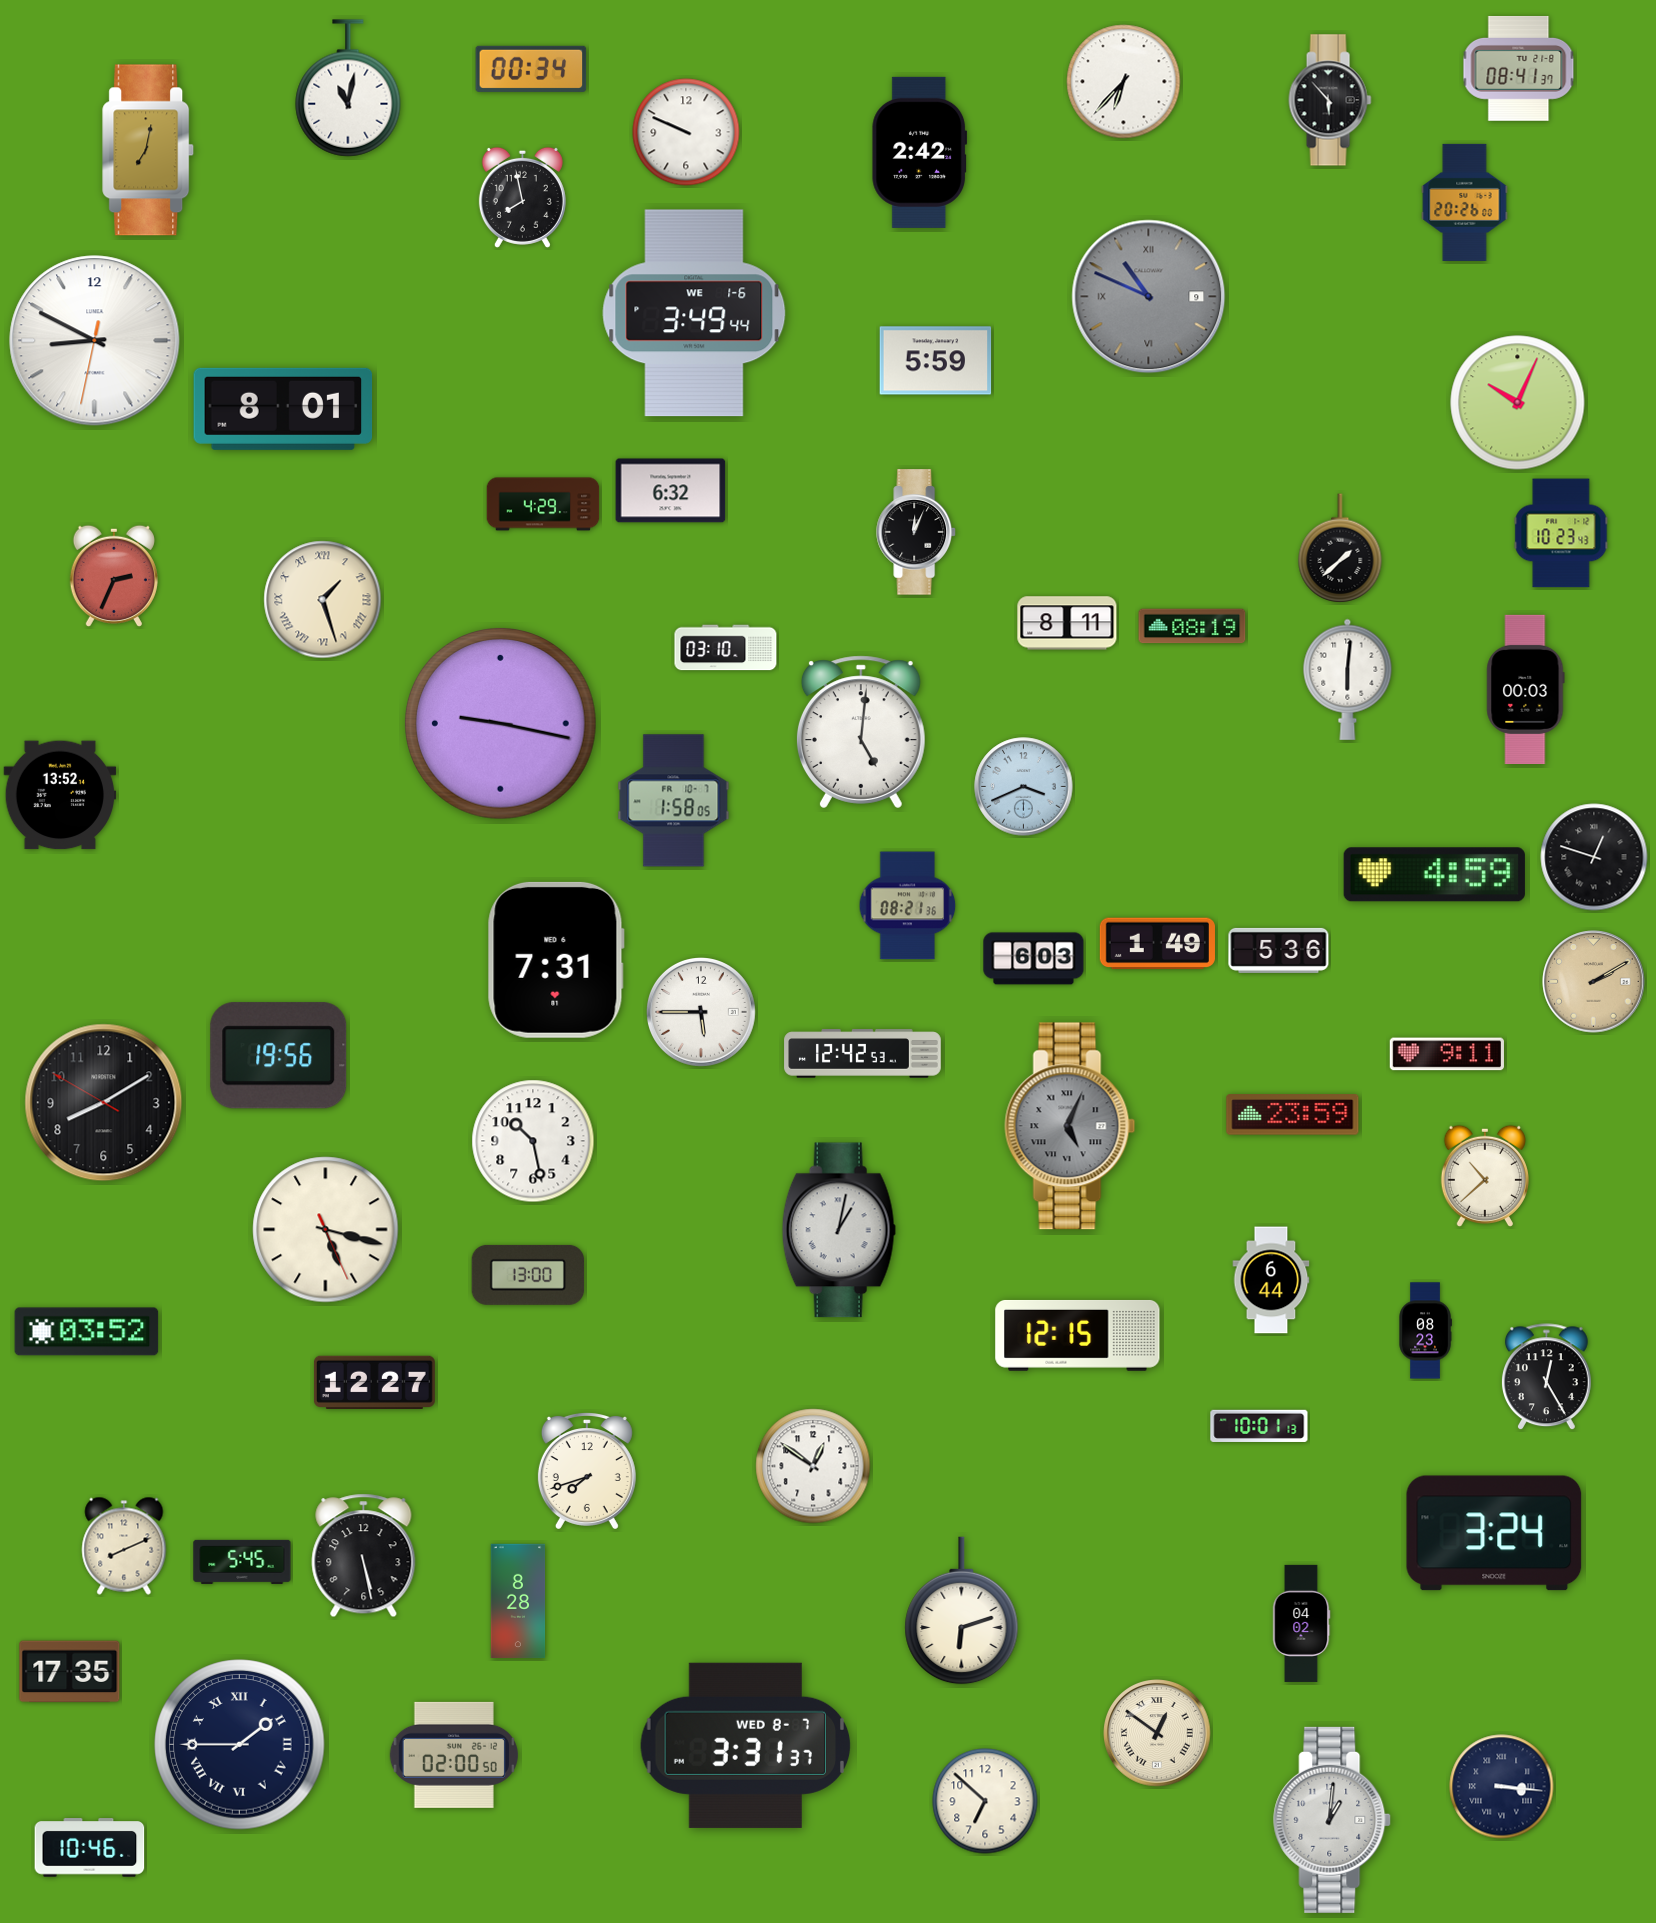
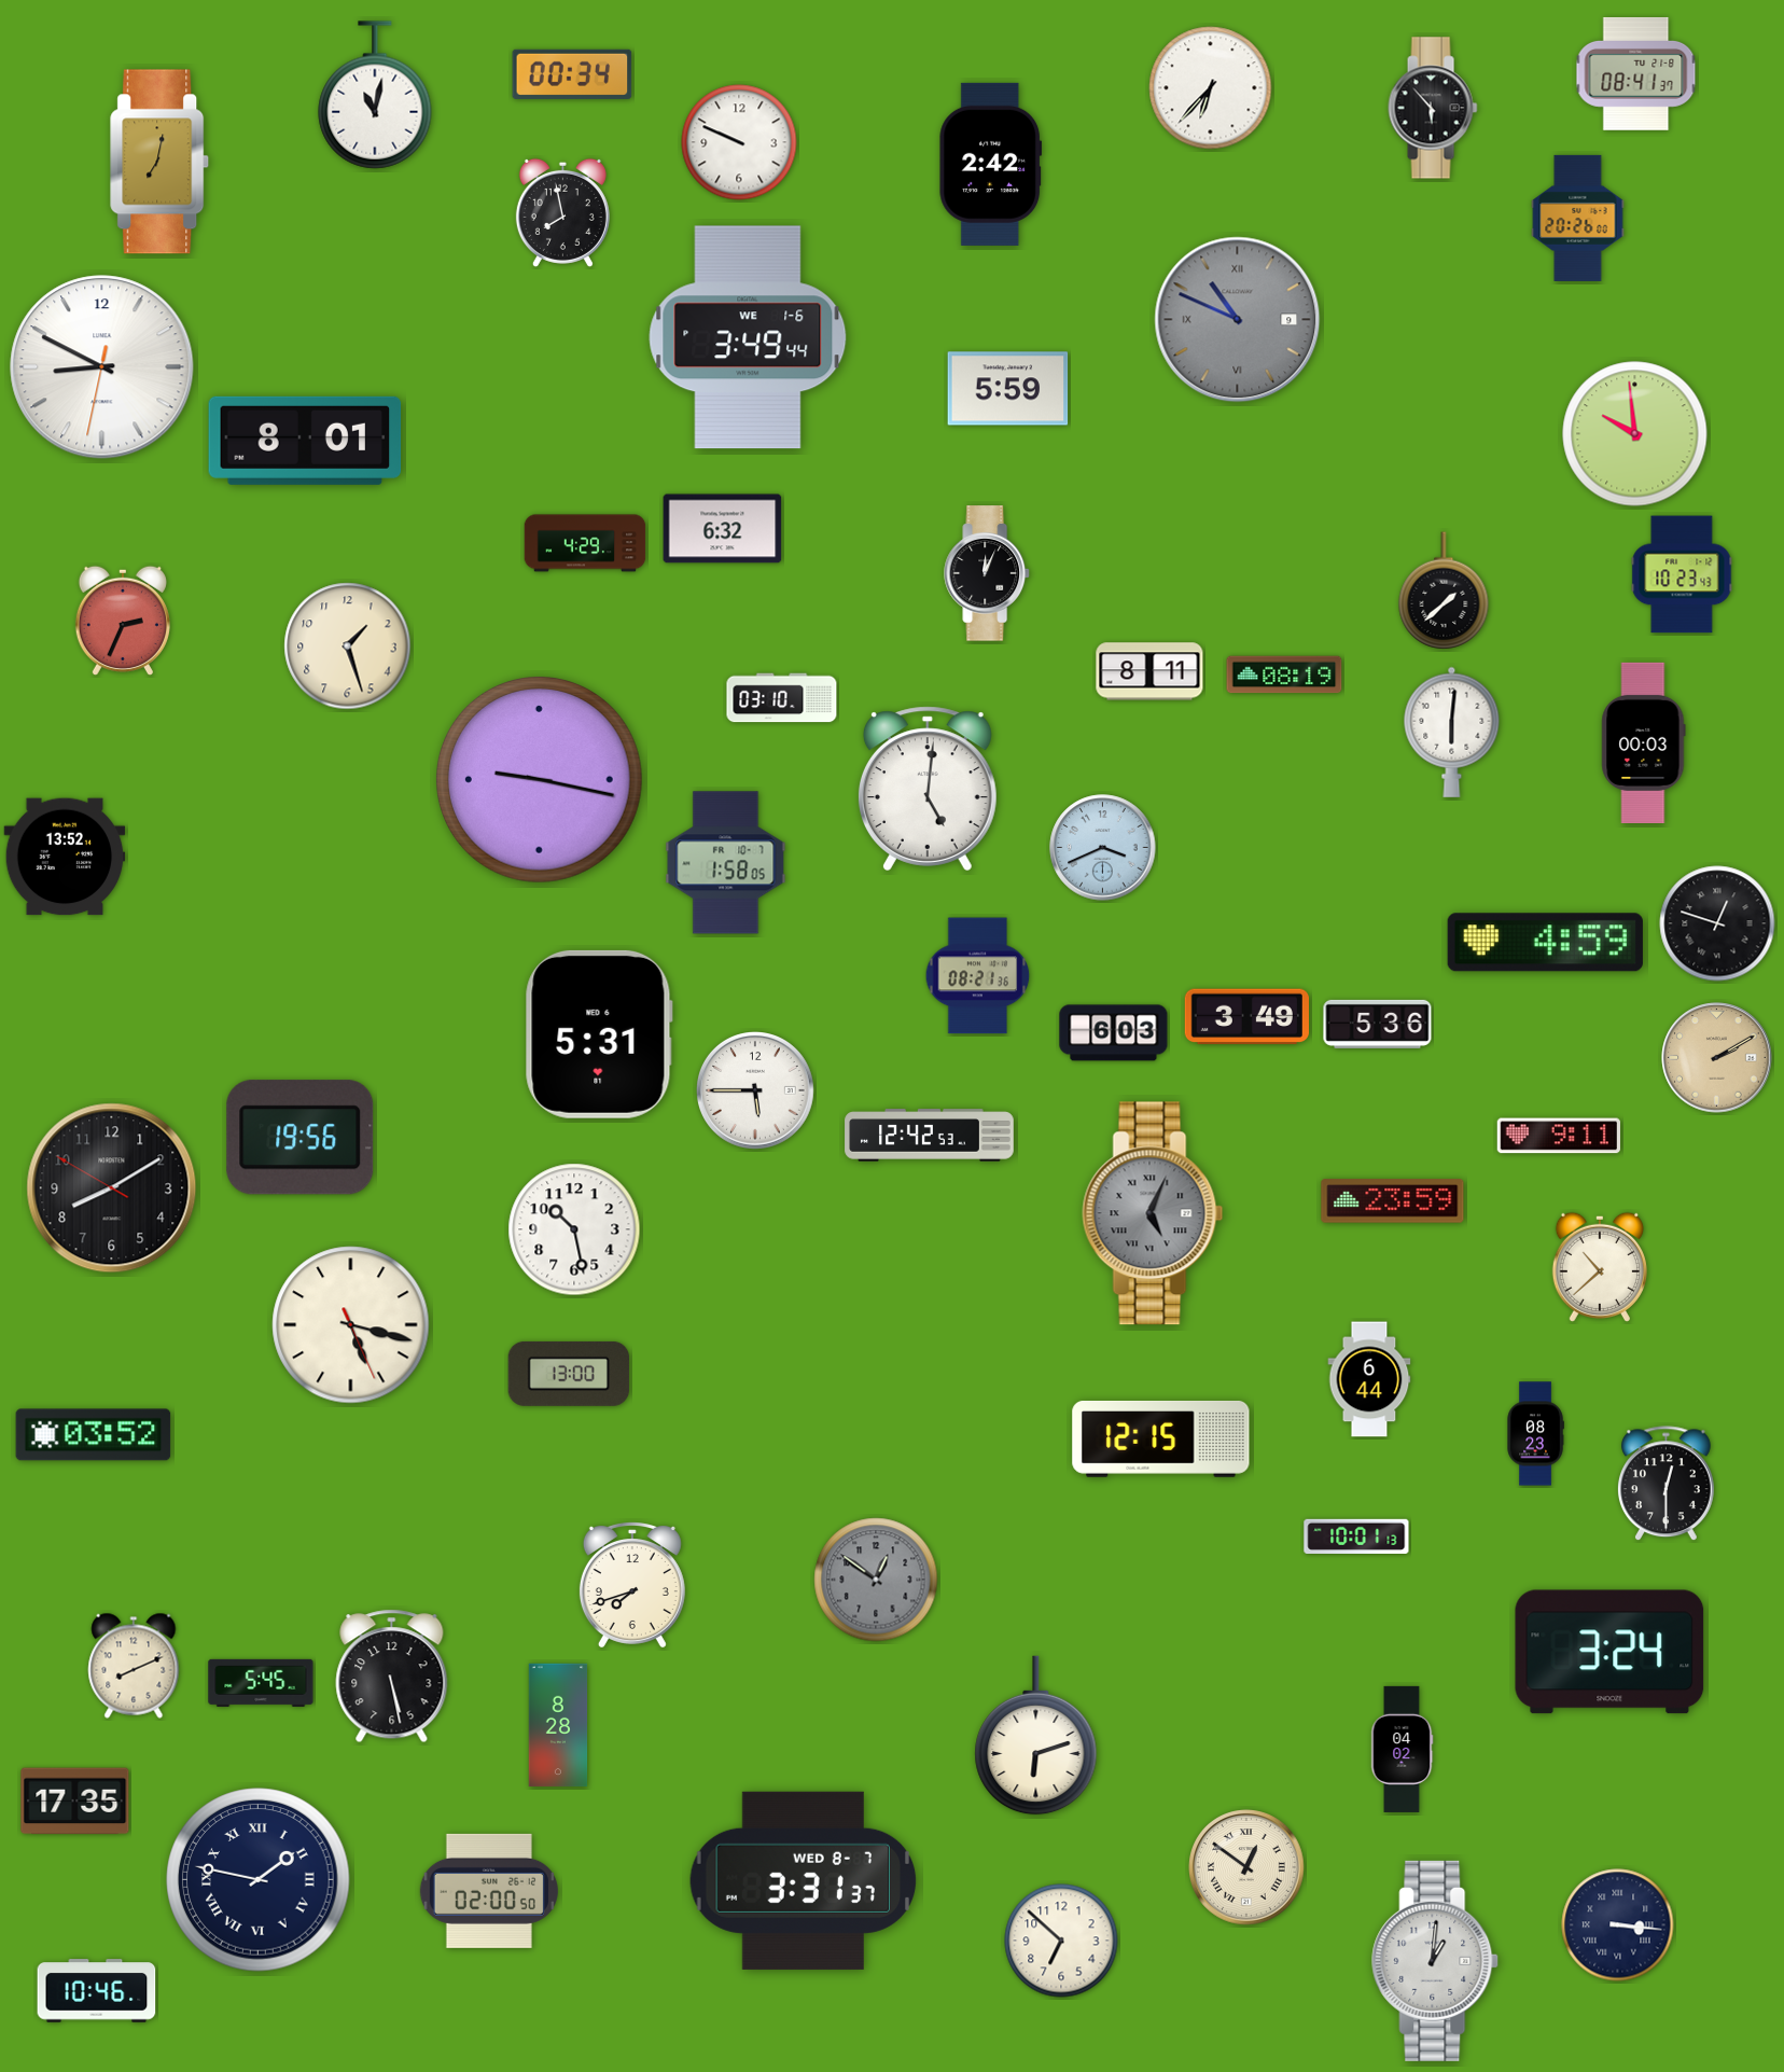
clock at (1518, 403): 10:04 -> 9:59
clock at (323, 600) numerals: Roman -> Arabic
clock at (1157, 944): 1:49 -> 3:49
clock at (556, 960): 7:31 -> 5:31
clock at (839, 1230): 1:02 -> none
clock at (1546, 1377): 12:25 -> 12:30
clock at (374, 1382): 12:27 -> none
clock at (813, 1466) dial: white -> grey
clock at (240, 1745): 1:45 -> 1:47
